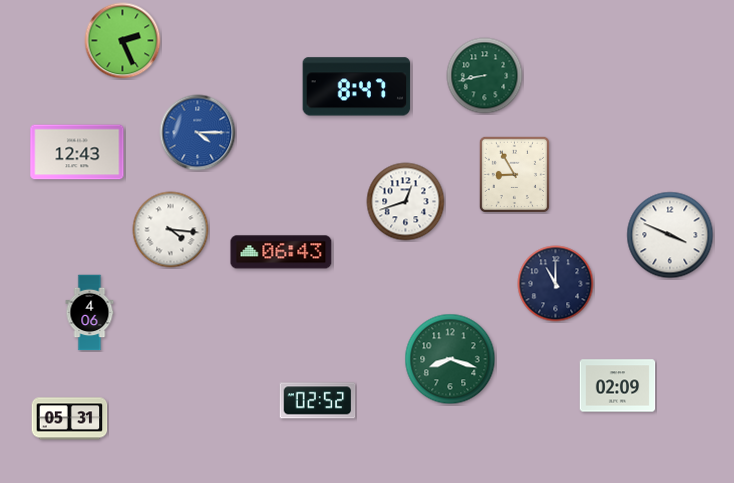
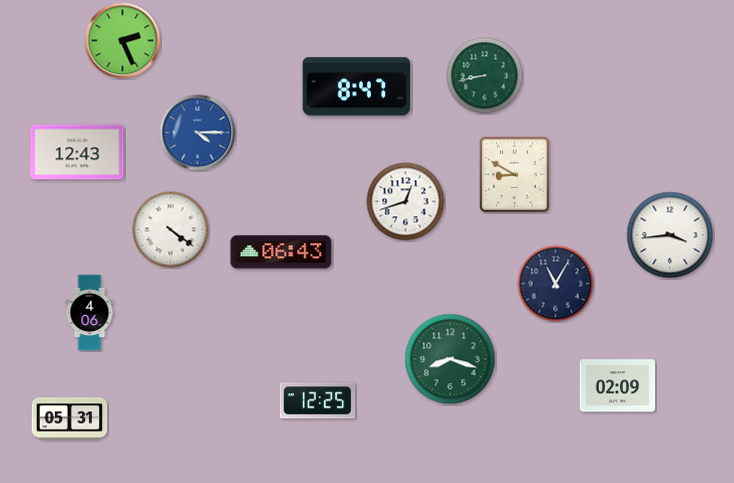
clock at (514, 174): 8:55 -> 8:50
clock at (171, 230): 4:16 -> 4:21
clock at (670, 235): 3:49 -> 3:44
clock at (556, 284): 11:00 -> 11:05
clock at (318, 401): 02:52 -> 12:25
